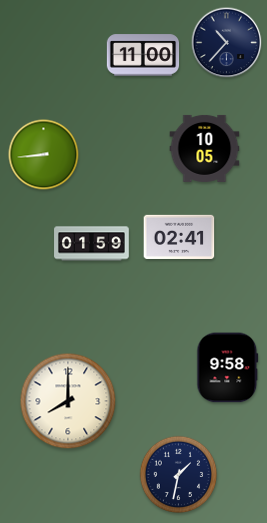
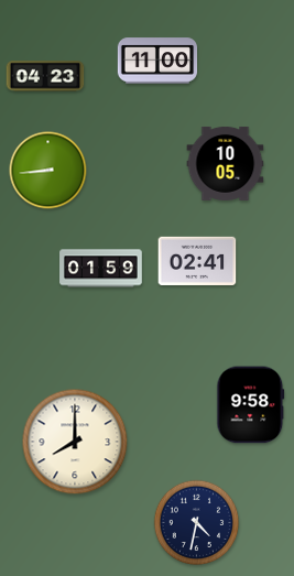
clock at (227, 43): 10:37 -> none
clock at (45, 76): none -> 04:23
clock at (179, 475): 1:32 -> 4:32
